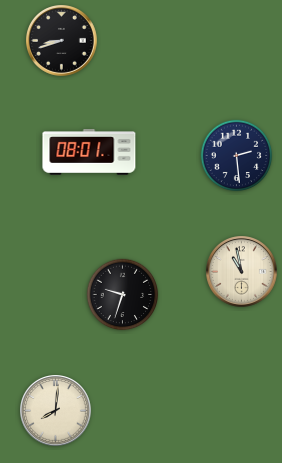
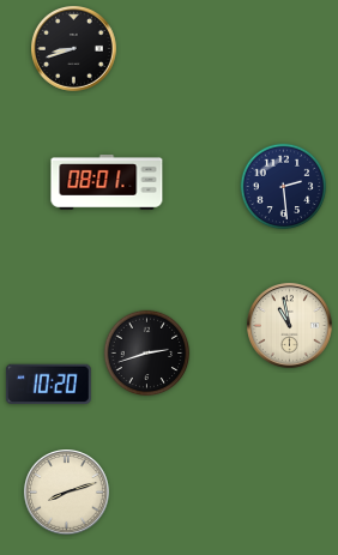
clock at (123, 295): 9:33 -> 2:42
clock at (48, 385): none -> 10:20
clock at (56, 411): 8:01 -> 8:12
